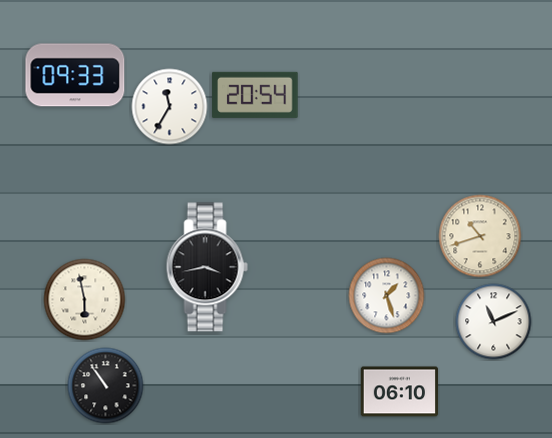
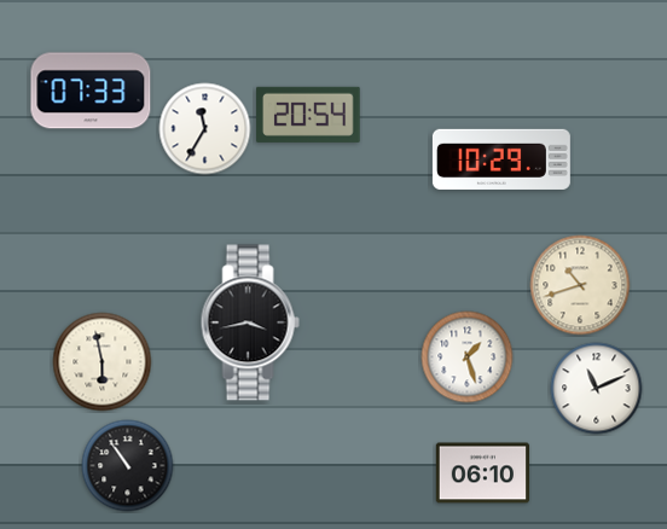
clock at (75, 75): 09:33 -> 07:33
clock at (501, 159): none -> 10:29
